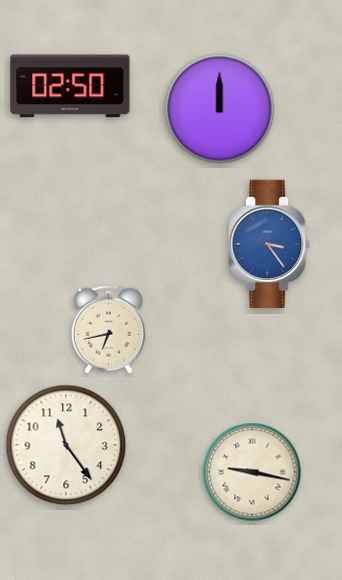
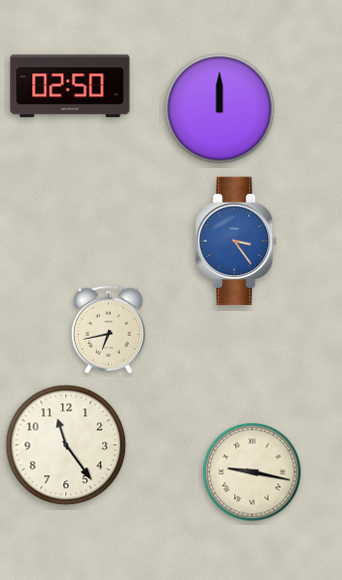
clock at (269, 244) position: (269, 244) -> (236, 241)
